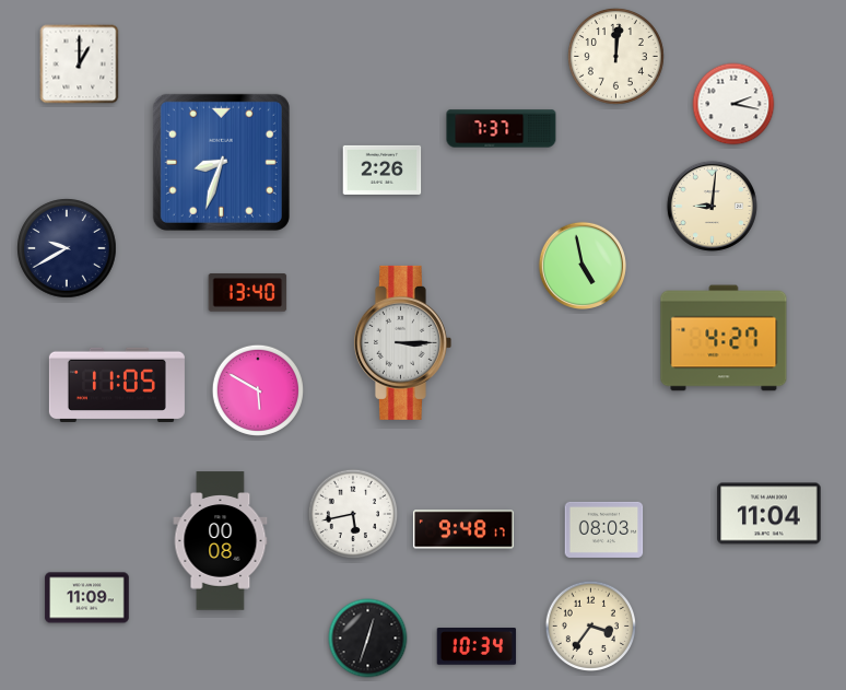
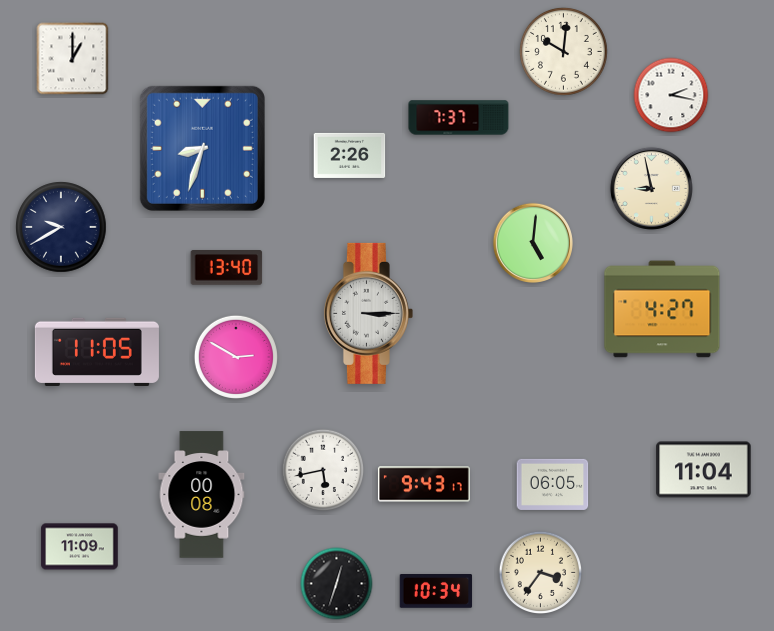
clock at (615, 56): 12:01 -> 10:01
clock at (712, 206): 9:01 -> 8:58
clock at (583, 266): 4:58 -> 5:01
clock at (117, 385) position: (117, 385) -> (97, 352)
clock at (258, 390): 5:50 -> 2:50
clock at (463, 529): 9:48 -> 9:43
clock at (604, 529): 08:03 -> 06:05
